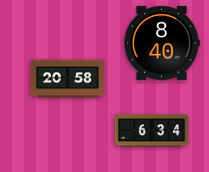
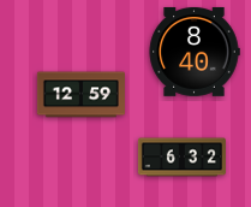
clock at (67, 79): 20:58 -> 12:59
clock at (151, 131): 6:34 -> 6:32
